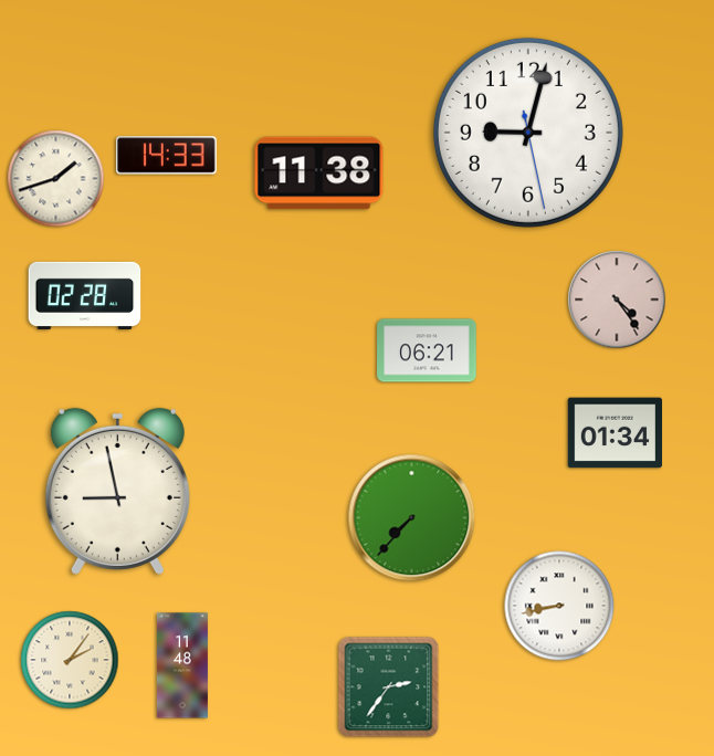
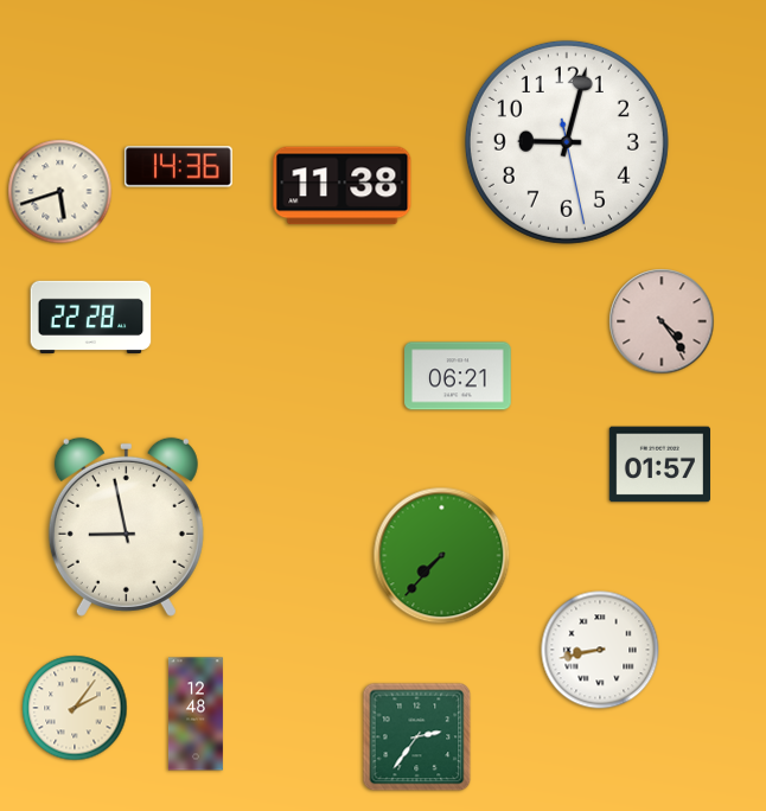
clock at (167, 156): 14:33 -> 14:36
clock at (56, 179): 1:42 -> 5:42
clock at (85, 295): 02:28 -> 22:28
clock at (615, 433): 01:34 -> 01:57
clock at (182, 665): 11:48 -> 12:48
